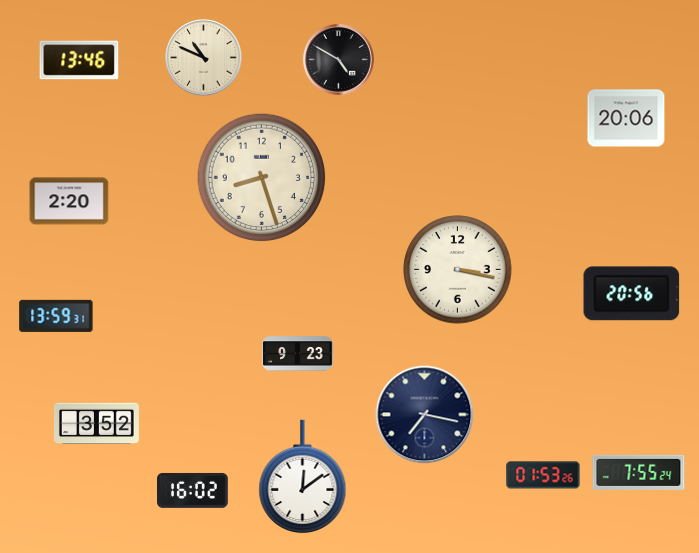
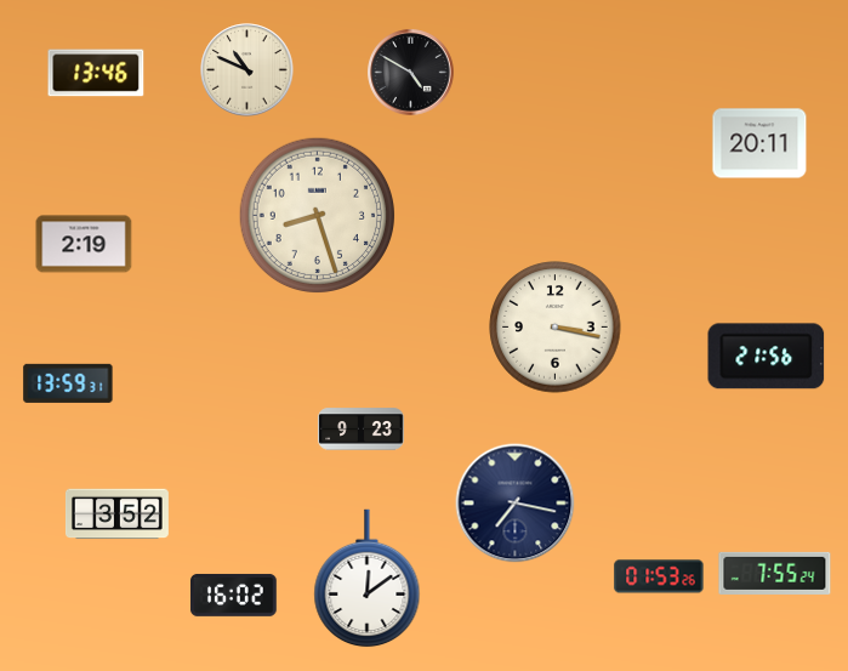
clock at (626, 118): 20:06 -> 20:11
clock at (69, 201): 2:20 -> 2:19
clock at (632, 294): 20:56 -> 21:56
